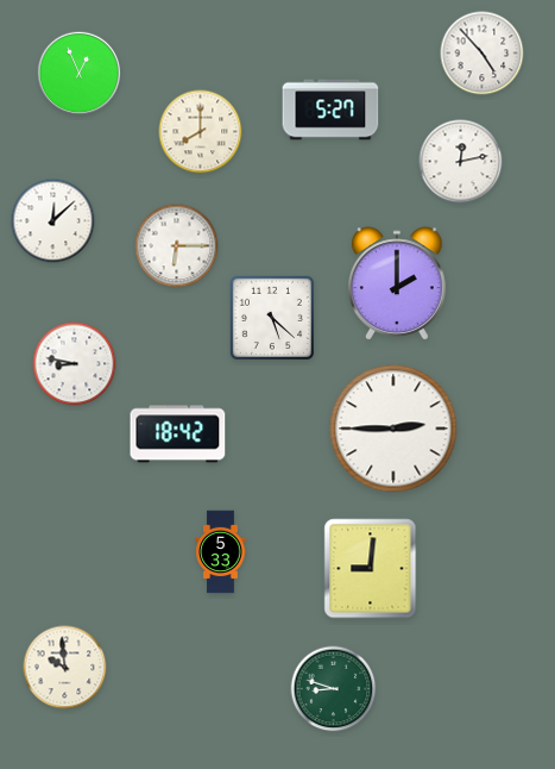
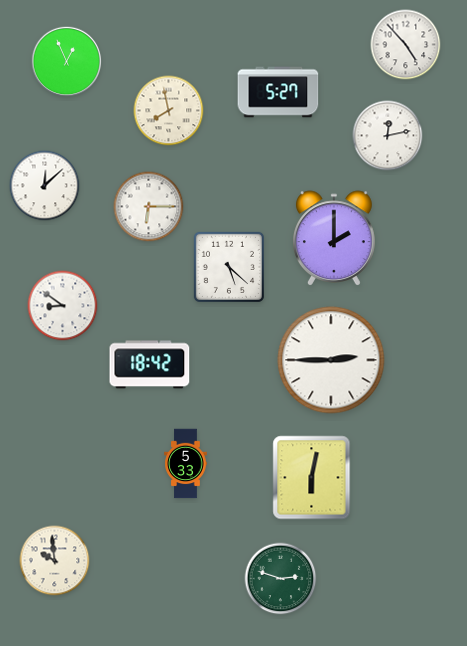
clock at (201, 132): 8:00 -> 7:58
clock at (75, 364): 8:47 -> 8:51
clock at (371, 569): 9:01 -> 6:02
clock at (334, 689): 8:48 -> 2:48
